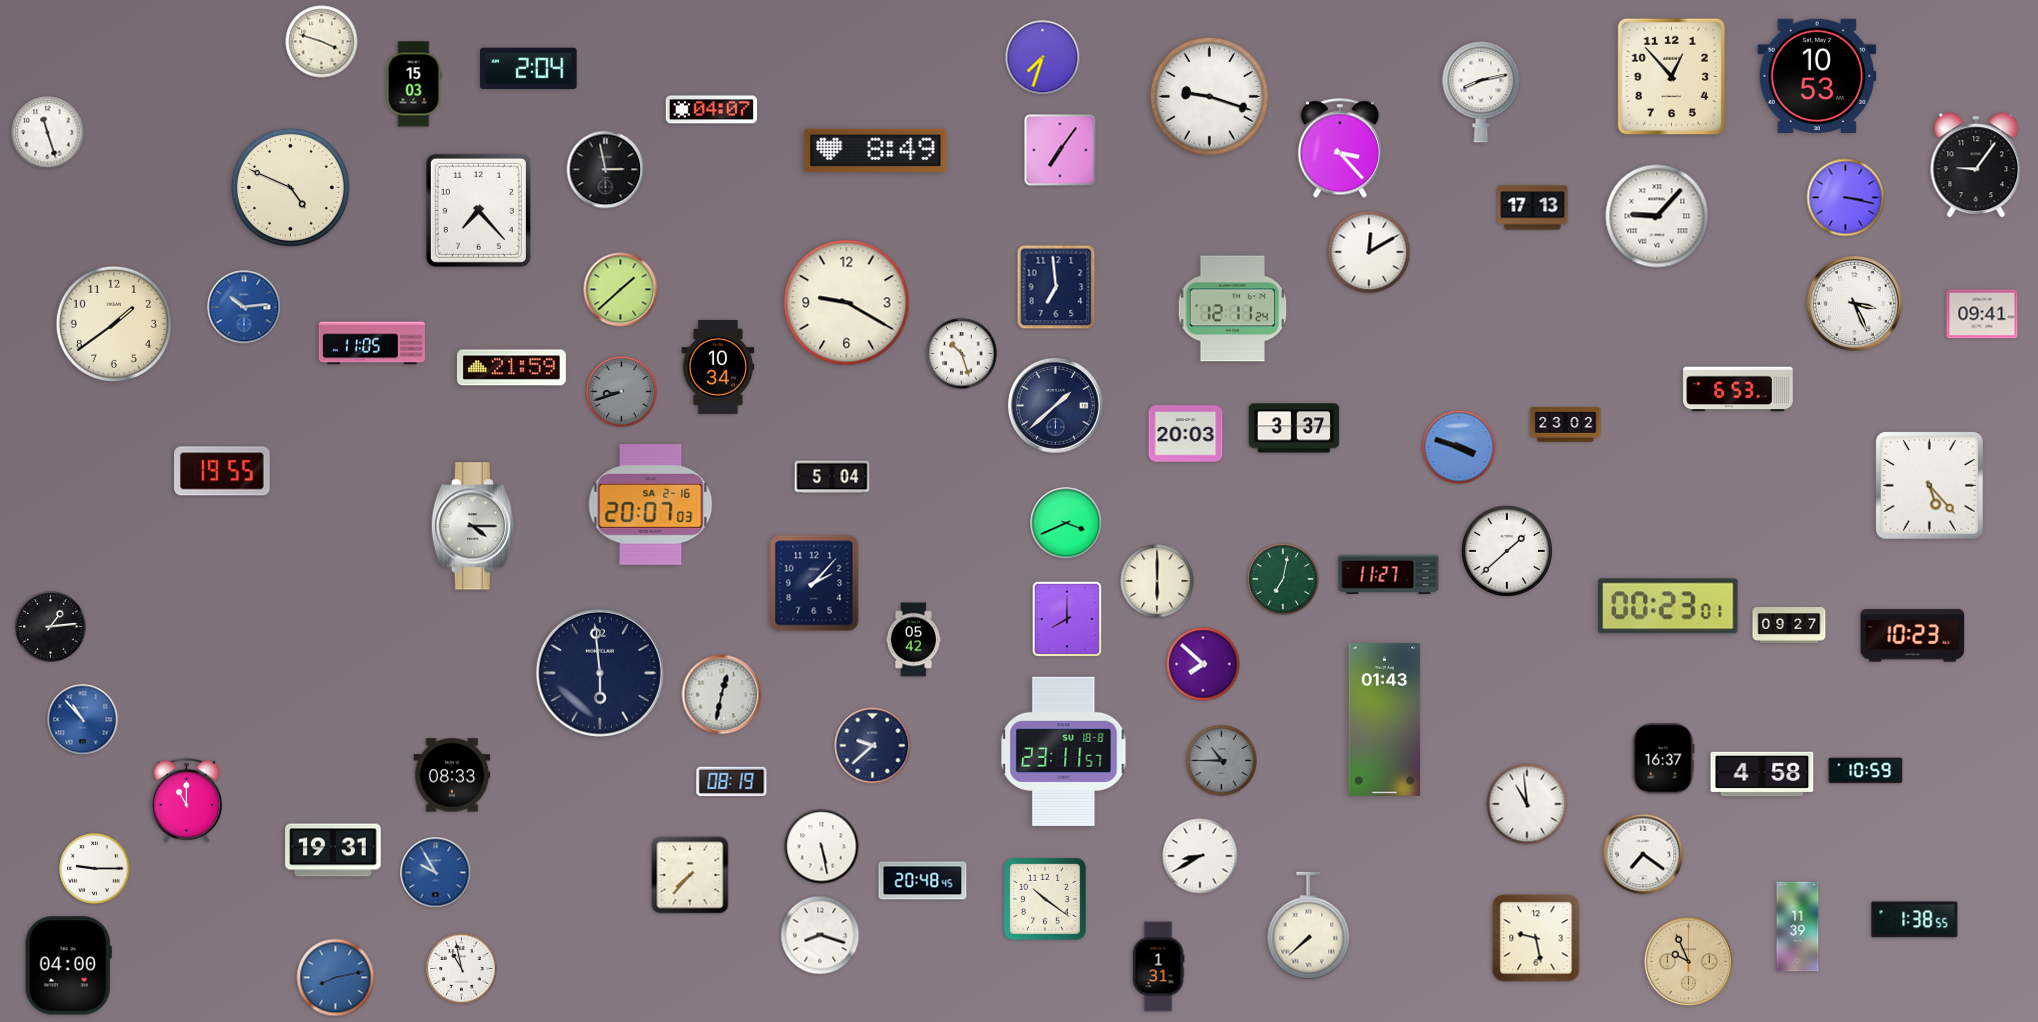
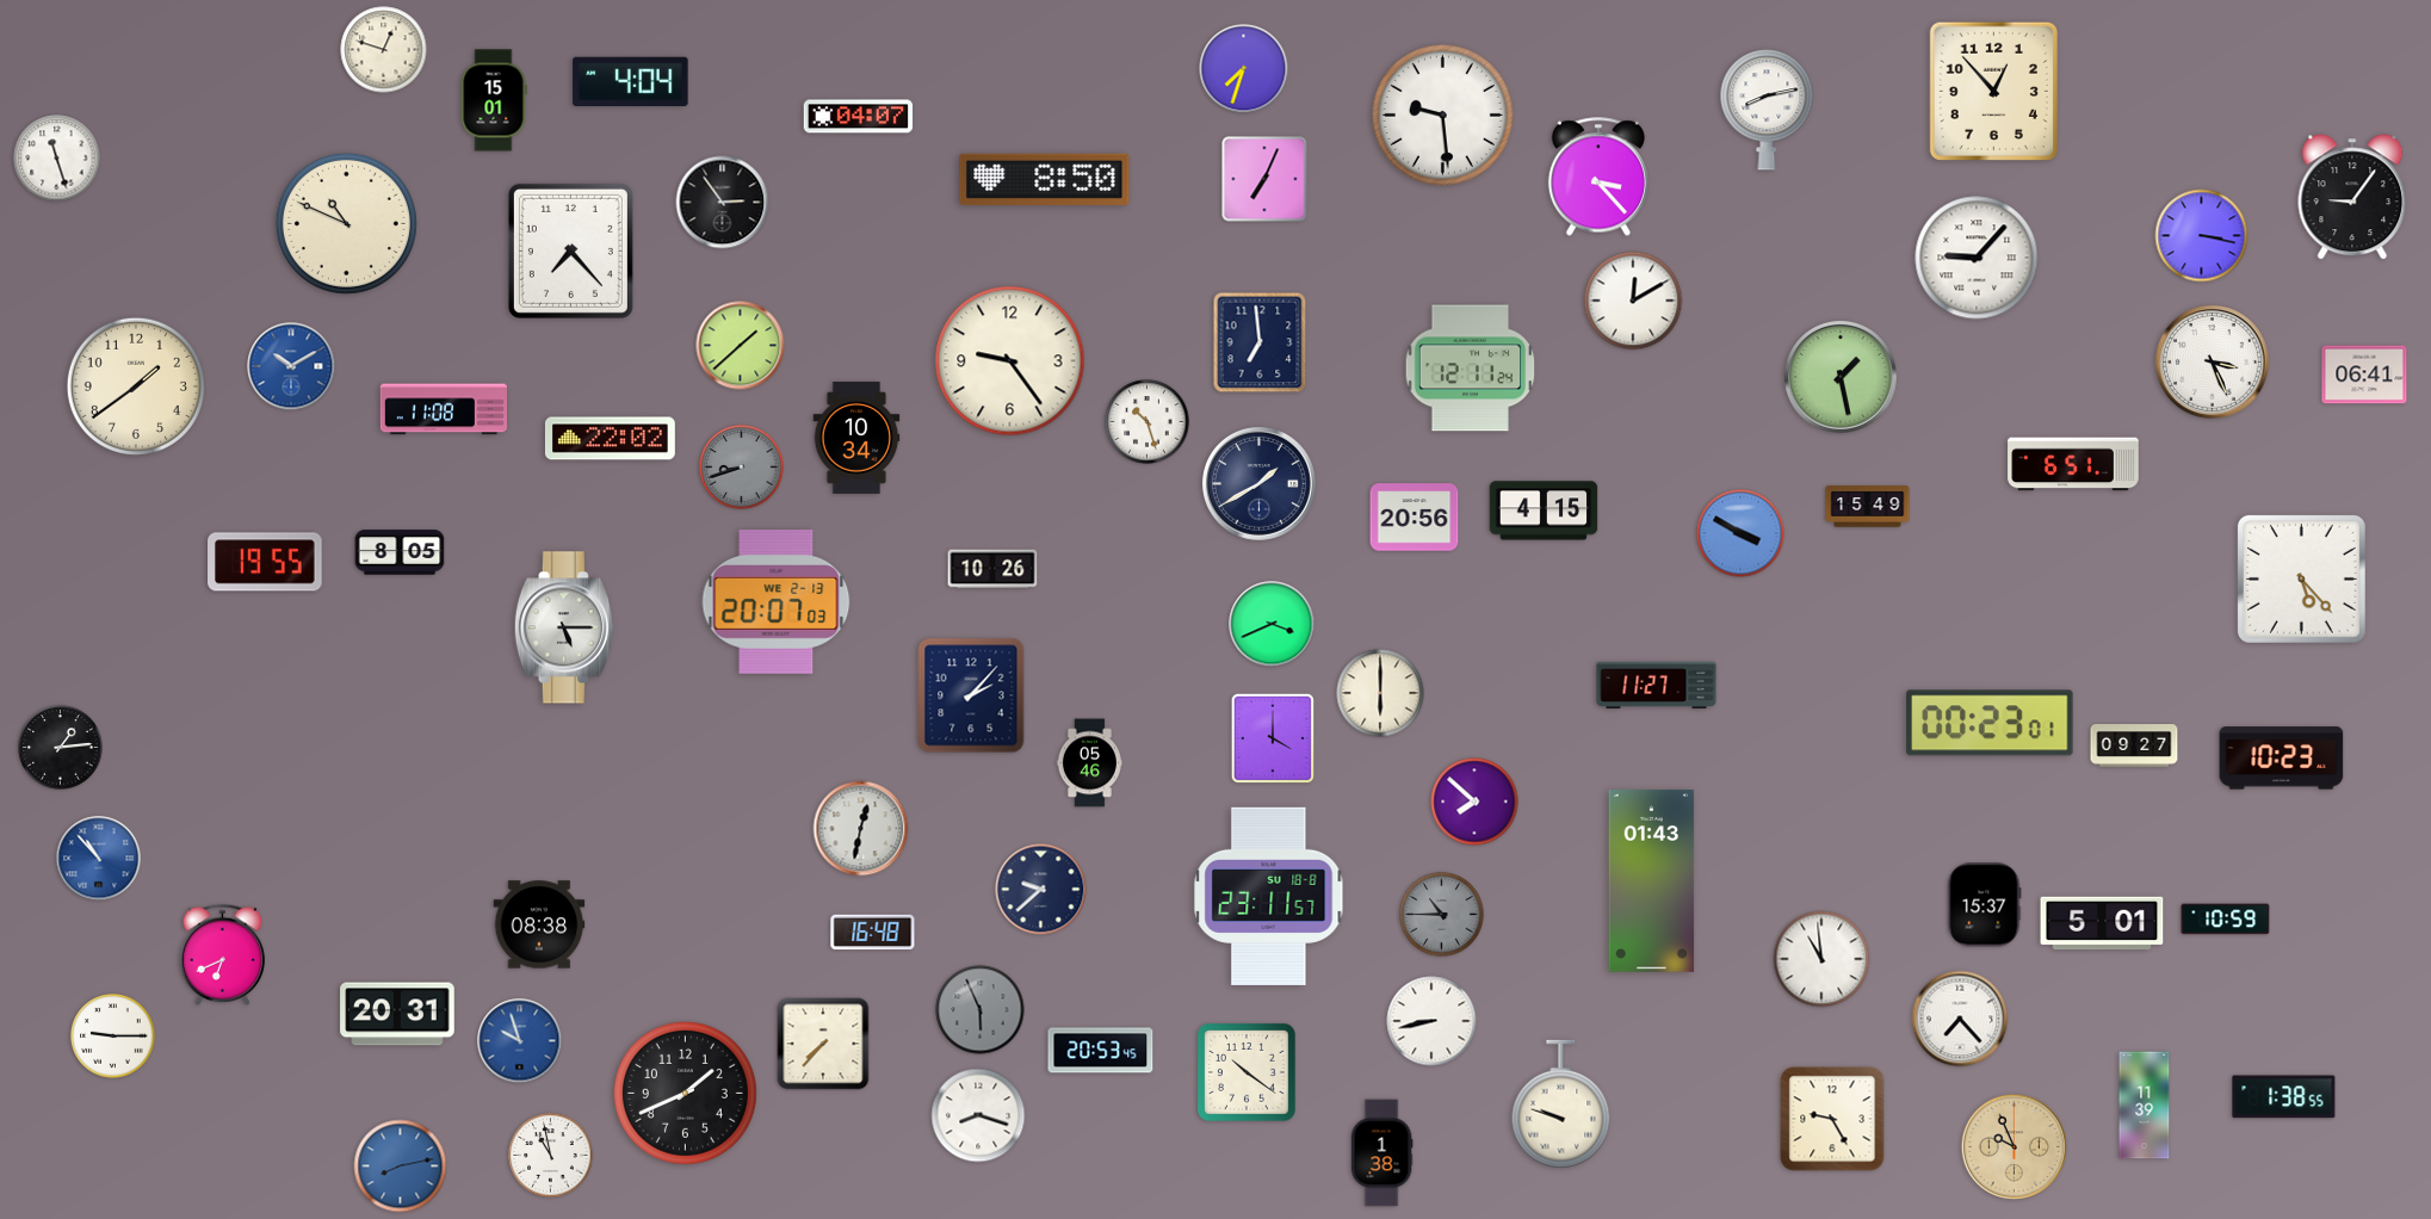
clock at (322, 42): 3:48 -> 12:48
clock at (529, 68): 2:04 -> 4:04
clock at (1817, 76): 10:53 -> none
clock at (414, 84): 15:03 -> 15:01
clock at (1209, 96): 9:18 -> 9:29
clock at (712, 110) position: (712, 110) -> (859, 117)
clock at (876, 150): 8:49 -> 8:50
clock at (1060, 150): 7:06 -> 7:04
clock at (1976, 165) position: (1976, 165) -> (2352, 197)
clock at (606, 170): 2:58 -> 2:54
clock at (290, 187): 4:49 -> 10:49
clock at (1533, 208): 17:13 -> none
clock at (847, 303): 9:20 -> 9:24
clock at (244, 307): 10:14 -> 10:10
clock at (1982, 314): 09:41 -> 06:41
clock at (1841, 377): none -> 1:28
clock at (371, 343): 11:05 -> 11:08
clock at (511, 368): 21:59 -> 22:02
clock at (1738, 389): 6:53 -> 6:51
clock at (1055, 405): 1:38 -> 1:40
clock at (1566, 425): 23:02 -> 15:49
clock at (1294, 428): 3:37 -> 4:15
clock at (1186, 434): 20:03 -> 20:56
clock at (1459, 447): 3:48 -> 3:50
clock at (400, 552): none -> 8:05
clock at (832, 477): 5:04 -> 10:26
clock at (651, 505) date: SA 2-16 -> WE 2-13
clock at (473, 526): 4:15 -> 5:15
clock at (1507, 551): 1:38 -> none
clock at (1283, 579): 7:02 -> none
clock at (1066, 619): 8:00 -> 4:00
clock at (913, 640): 05:42 -> 05:46
clock at (1203, 664) position: (1203, 664) -> (1474, 802)
clock at (600, 673): 5:59 -> none
clock at (1385, 720) position: (1385, 720) -> (1652, 881)
clock at (1664, 759): 16:37 -> 15:37
clock at (1222, 761) position: (1222, 761) -> (1442, 915)
clock at (1762, 774): 4:58 -> 5:01
clock at (452, 775): 08:33 -> 08:38
clock at (732, 782): 08:19 -> 16:48
clock at (186, 800): 11:00 -> 6:41
clock at (822, 847): 5:28 -> 5:56
clock at (822, 847) dial: white -> grey
clock at (333, 850): 19:31 -> 20:31
clock at (1643, 854): 7:21 -> 7:23
clock at (1200, 856): 8:40 -> 8:43
clock at (436, 873): 9:55 -> 9:57
clock at (923, 881): 20:48 -> 20:53
clock at (685, 1093): none -> 1:41
clock at (1309, 926): 7:38 -> 9:48
clock at (1536, 938): 9:28 -> 9:25
clock at (68, 966): 04:00 -> none
clock at (1158, 967): 1:31 -> 1:38
